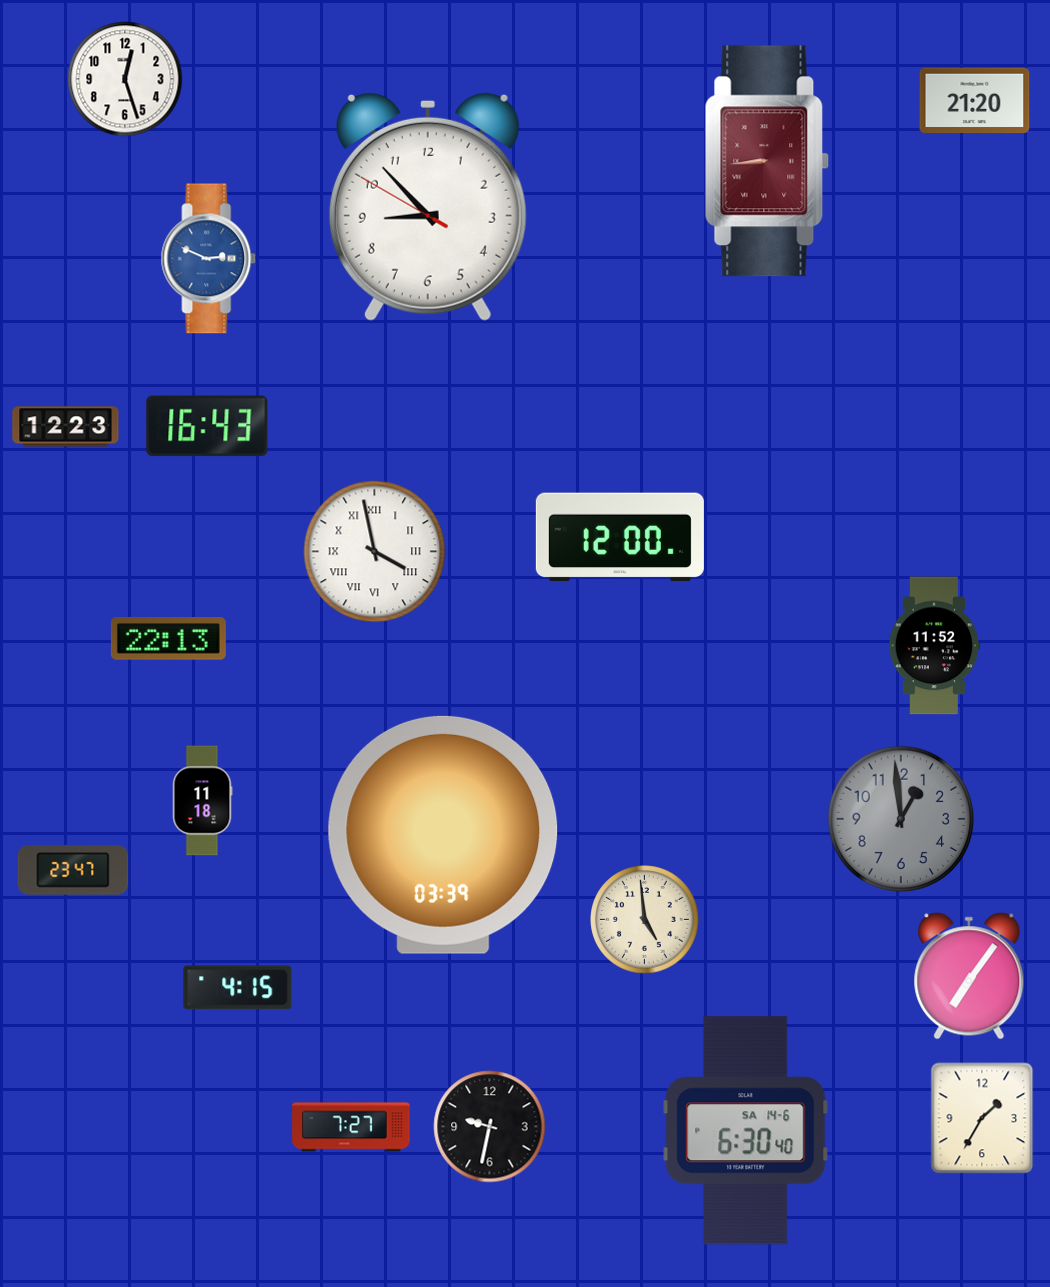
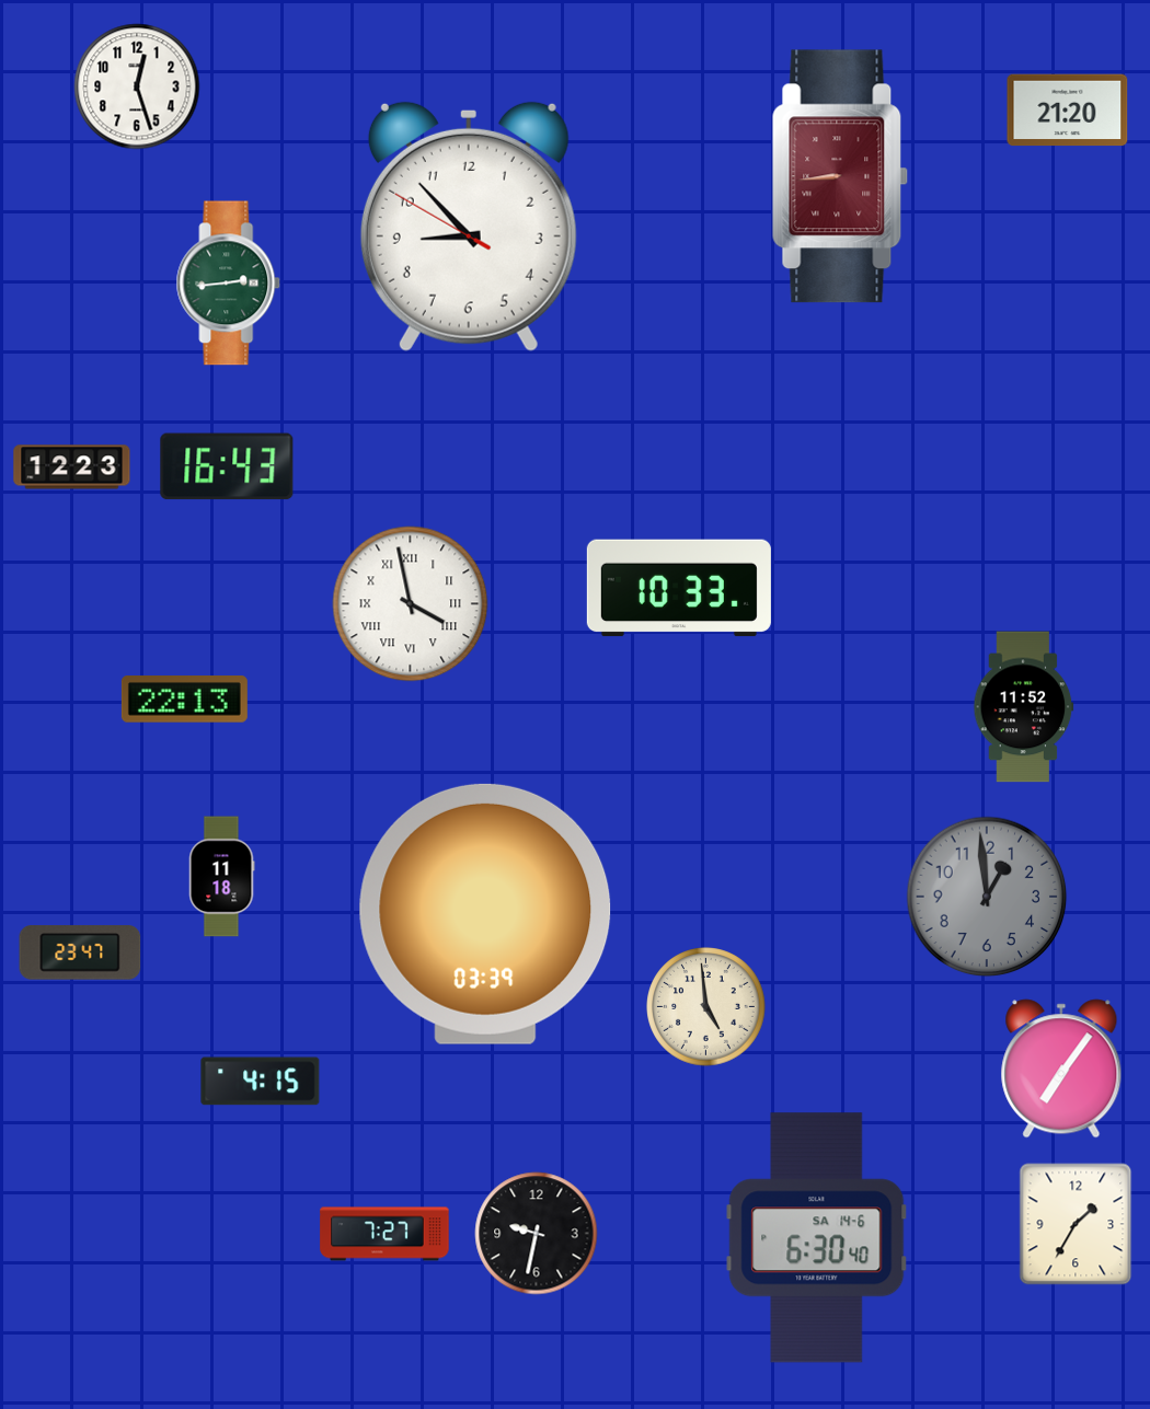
clock at (209, 259): 2:49 -> 2:44
clock at (209, 259) dial: blue -> green
clock at (620, 537): 12:00 -> 10:33
